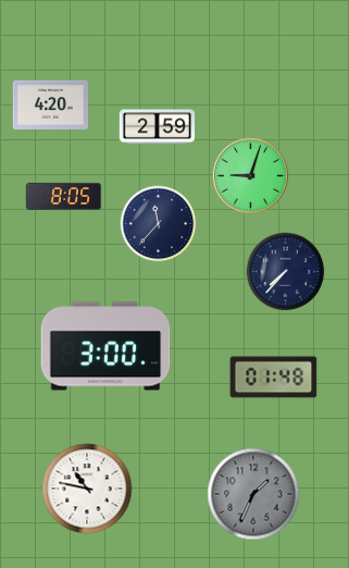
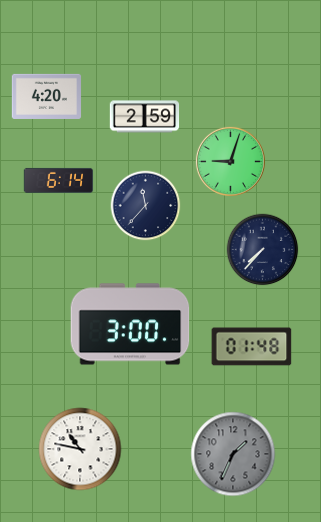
clock at (64, 196): 8:05 -> 6:14
clock at (105, 346) position: (105, 346) -> (130, 324)
